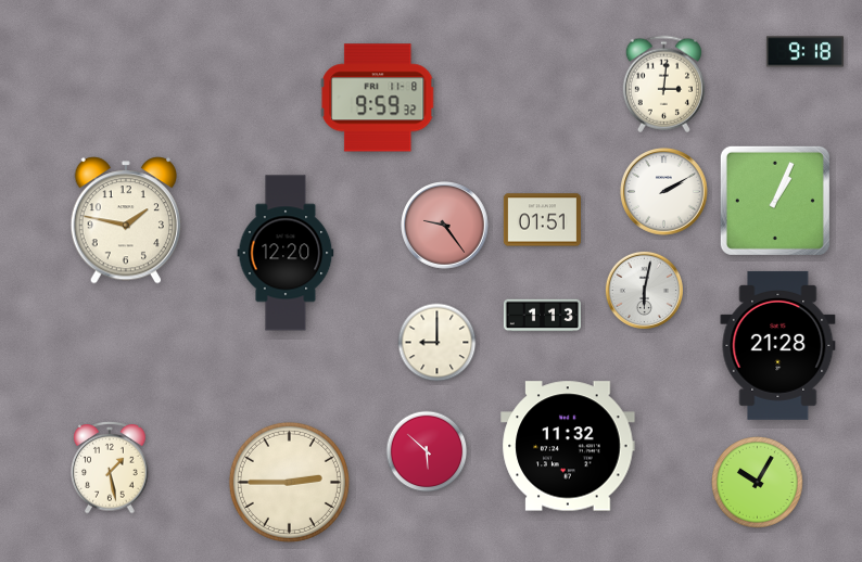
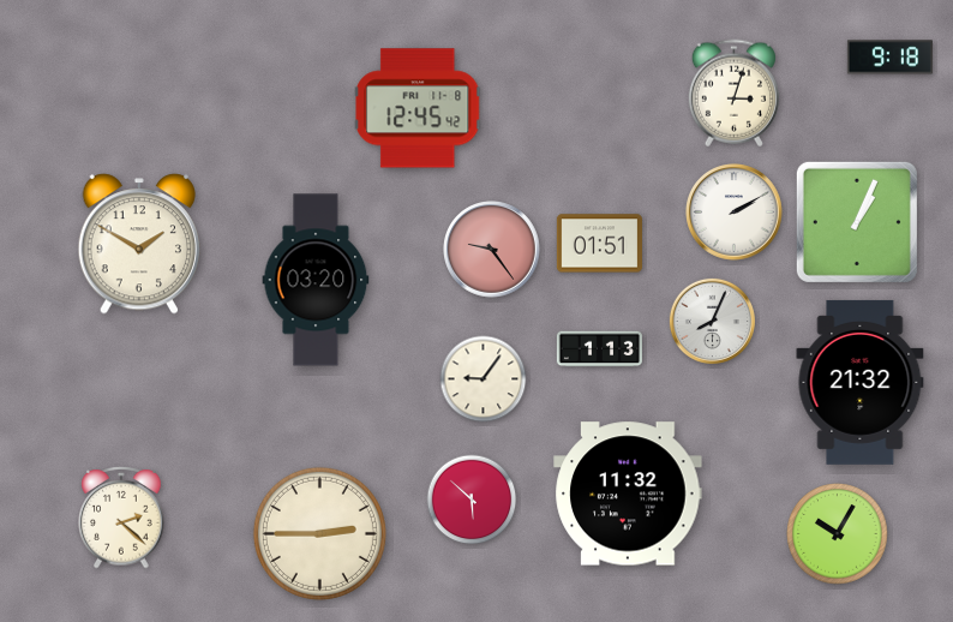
clock at (663, 85): 3:01 -> 3:03
clock at (378, 98): 9:59 -> 12:45
clock at (125, 220): 1:47 -> 1:50
clock at (286, 253): 12:20 -> 03:20
clock at (644, 290): 6:02 -> 8:04
clock at (438, 343): 9:00 -> 9:06
clock at (778, 345): 21:28 -> 21:32
clock at (110, 468): 1:28 -> 2:22
